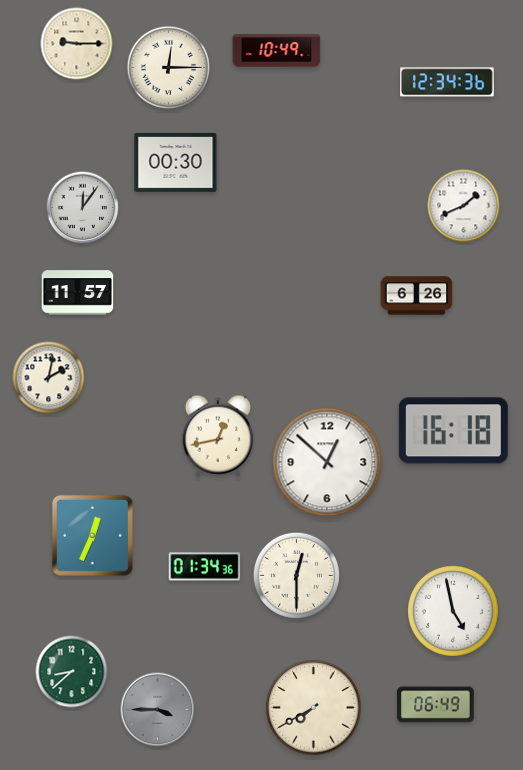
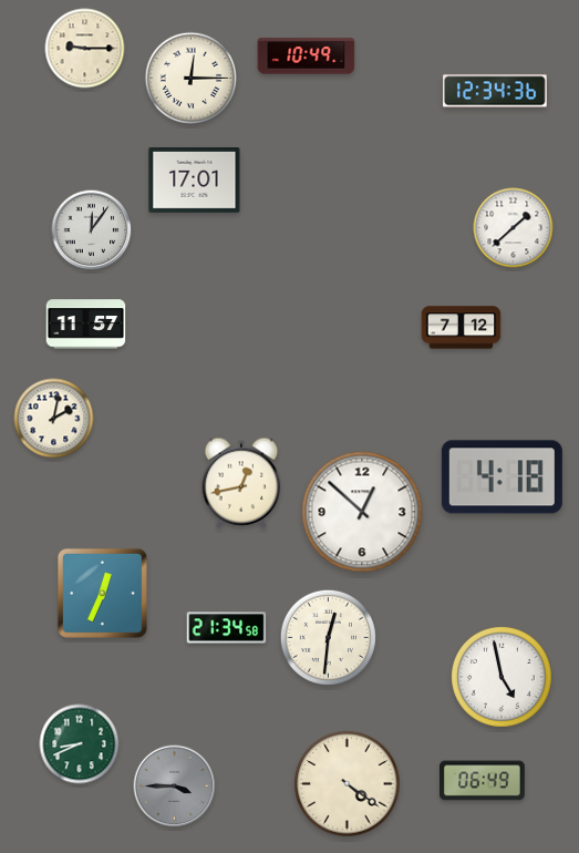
clock at (169, 68) position: (169, 68) -> (192, 79)
clock at (176, 162): 00:30 -> 17:01
clock at (464, 206): 1:41 -> 1:38
clock at (417, 296): 6:26 -> 7:12
clock at (453, 431): 16:18 -> 4:18
clock at (205, 567): 01:34 -> 21:34
clock at (296, 575): 12:30 -> 12:31
clock at (72, 672): 8:38 -> 8:41
clock at (314, 708): 7:40 -> 4:21
